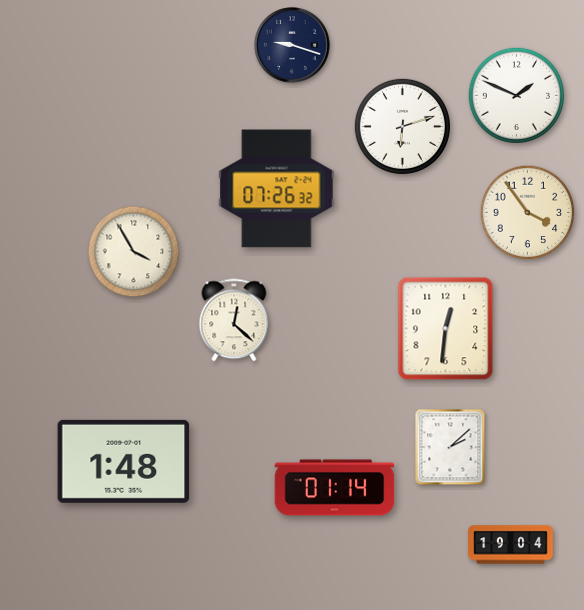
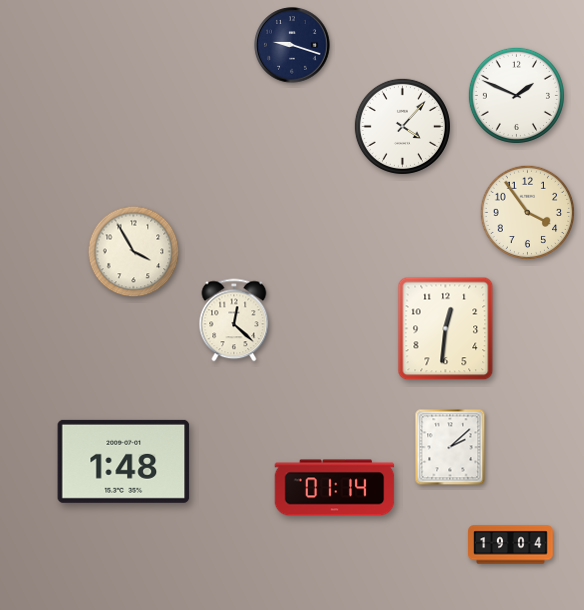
clock at (402, 126): 6:12 -> 4:07
clock at (277, 189): 07:26 -> none
